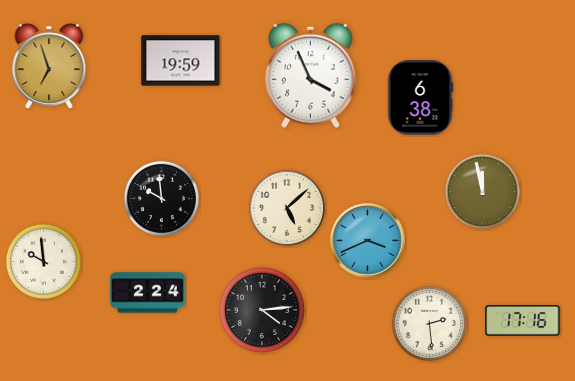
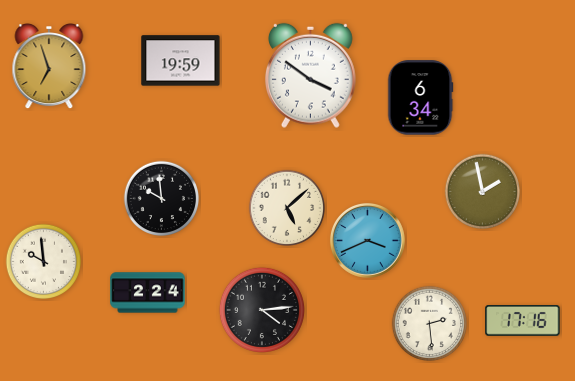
clock at (310, 75): 3:56 -> 3:51
clock at (420, 98): 6:38 -> 6:34
clock at (483, 192): 11:58 -> 1:58
